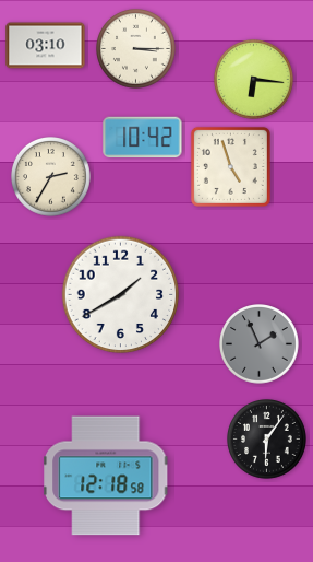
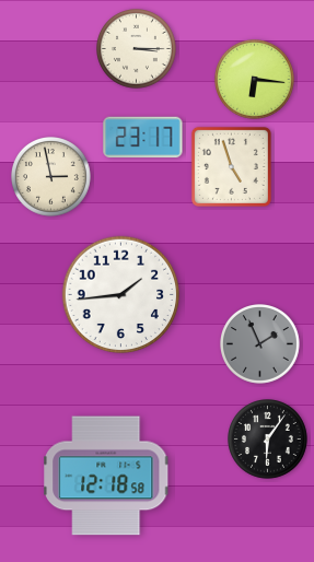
clock at (46, 46): 03:10 -> none
clock at (143, 138): 10:42 -> 23:17
clock at (51, 177): 2:35 -> 2:58
clock at (121, 295): 1:40 -> 1:44
